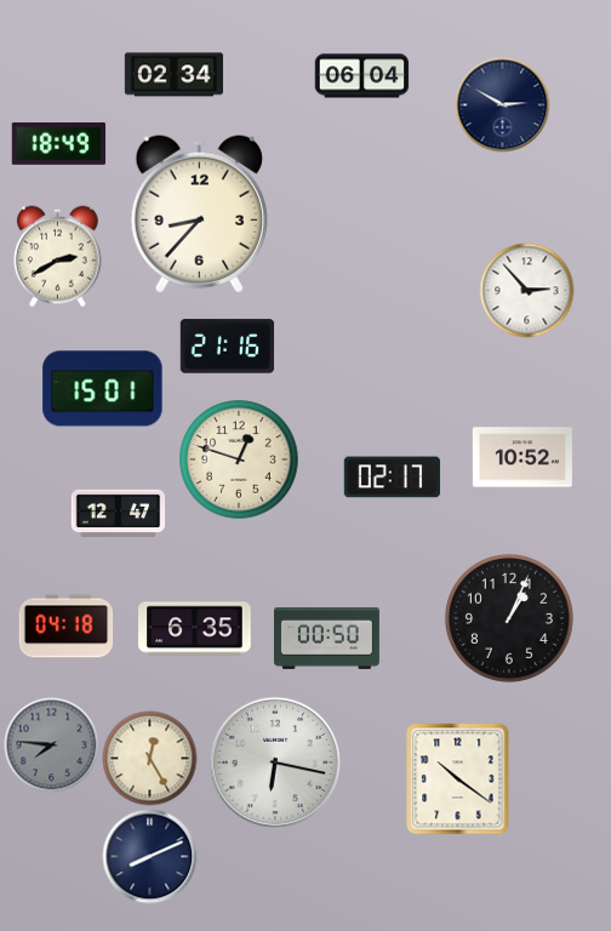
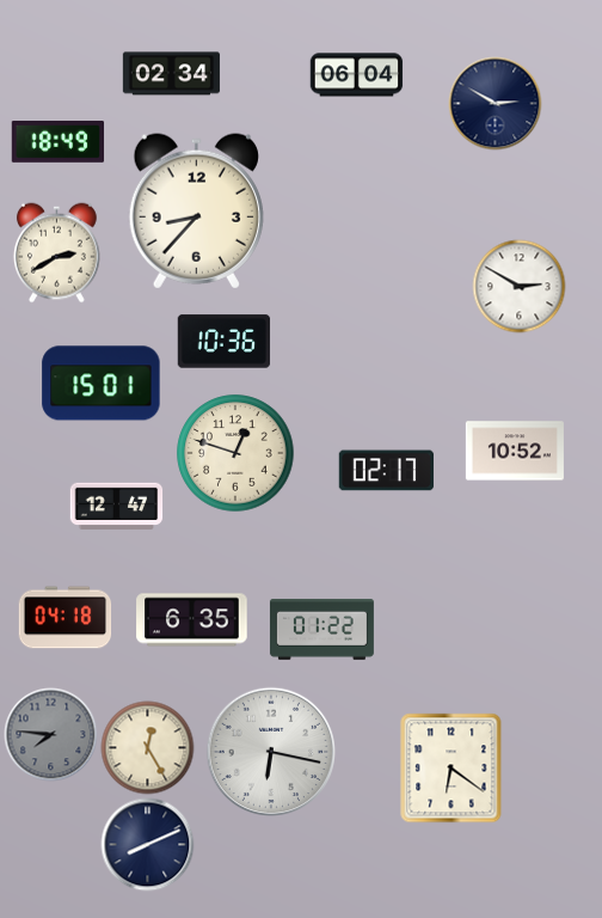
clock at (526, 290): 2:53 -> 2:50
clock at (227, 347): 21:16 -> 10:36
clock at (509, 618): 1:04 -> none
clock at (326, 638): 00:50 -> 01:22
clock at (458, 778): 10:21 -> 6:21
